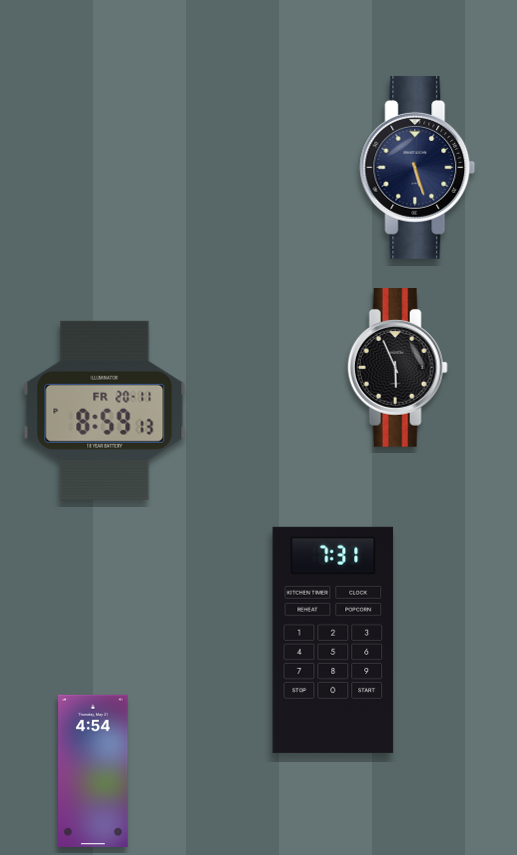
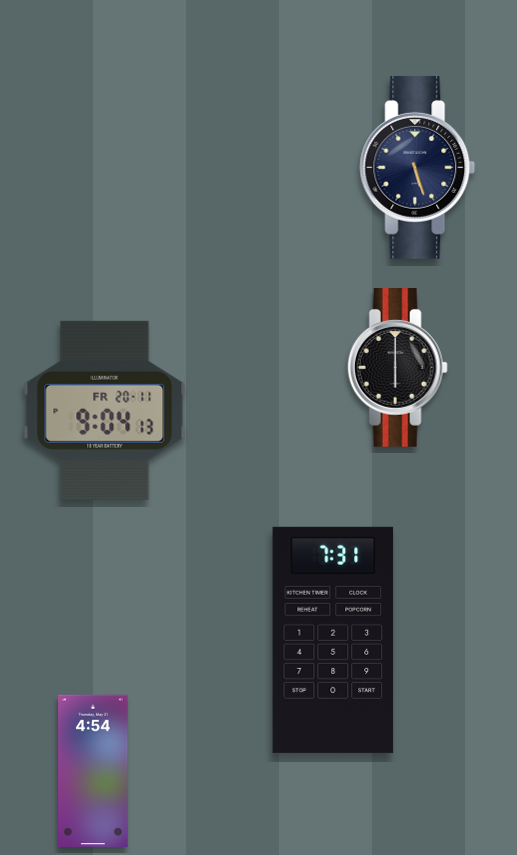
clock at (397, 368): 5:56 -> 6:00
clock at (105, 410): 8:59 -> 9:04
